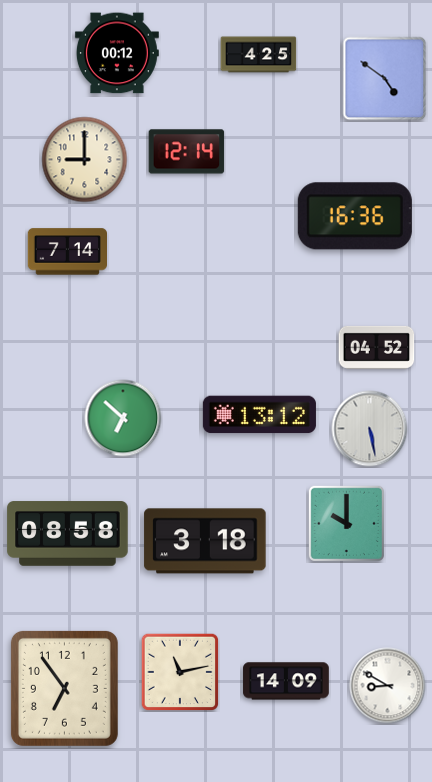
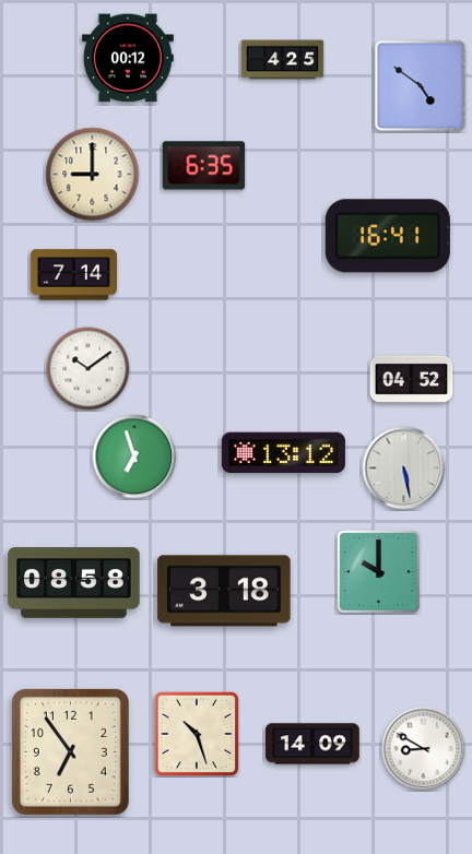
clock at (187, 152): 12:14 -> 6:35
clock at (355, 216): 16:36 -> 16:41
clock at (88, 369): none -> 10:09
clock at (123, 418): 6:52 -> 6:57
clock at (180, 672): 11:13 -> 10:27
